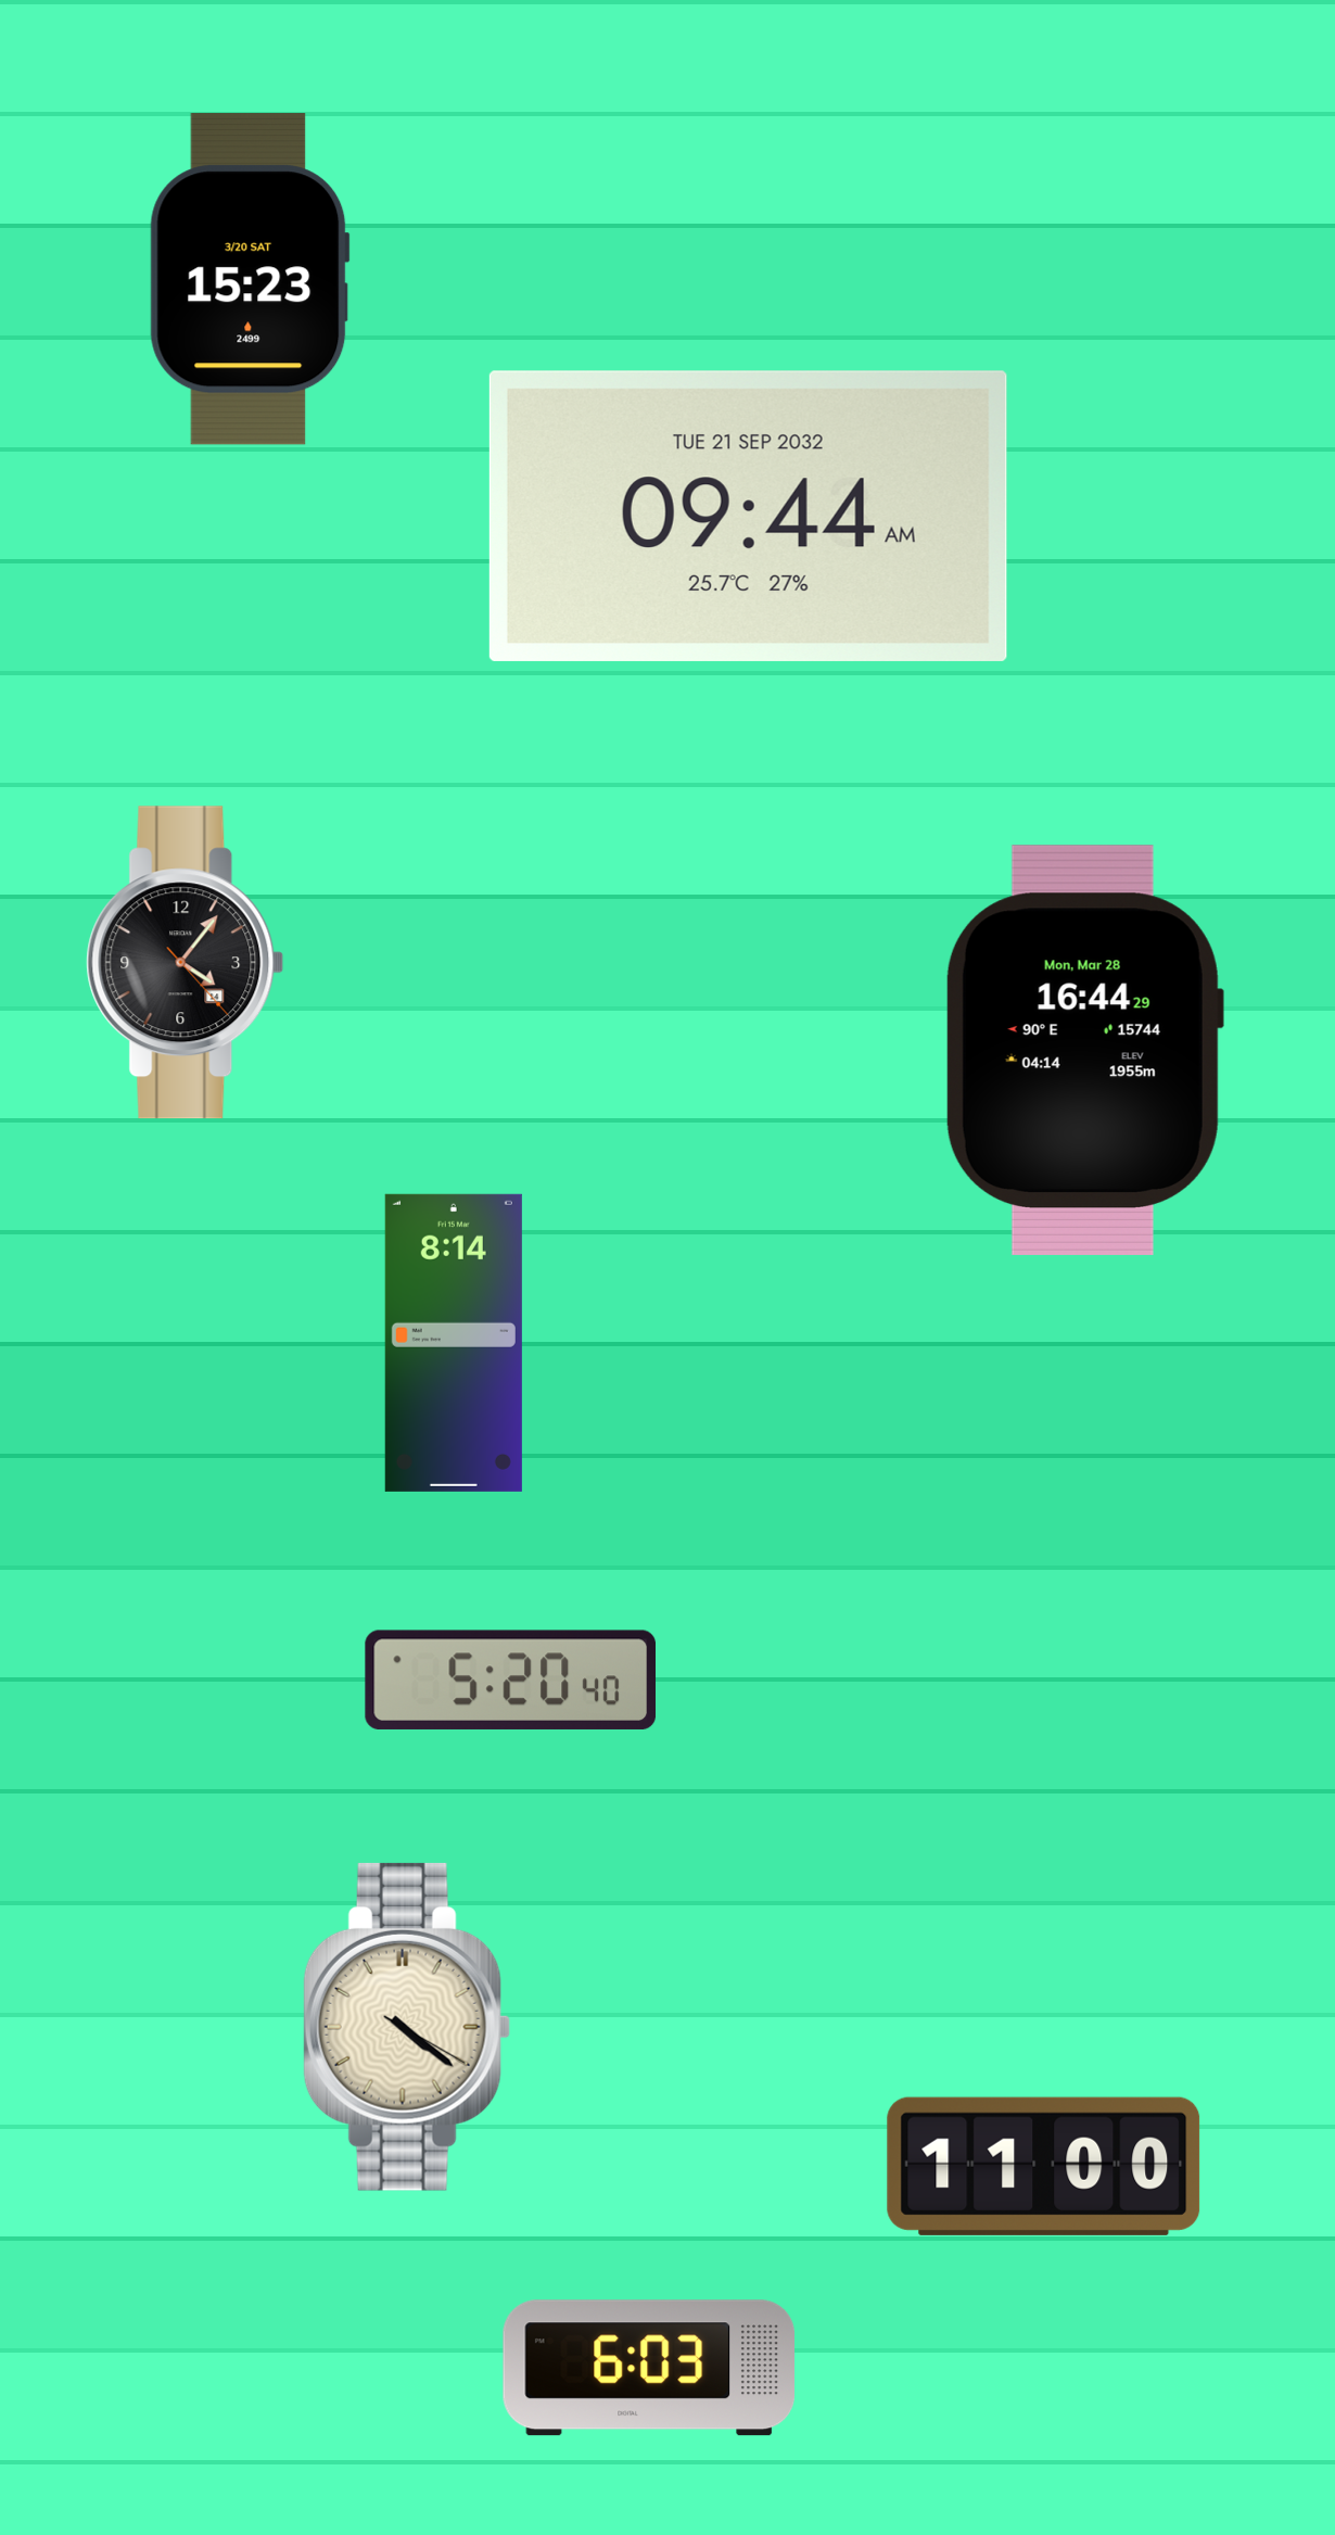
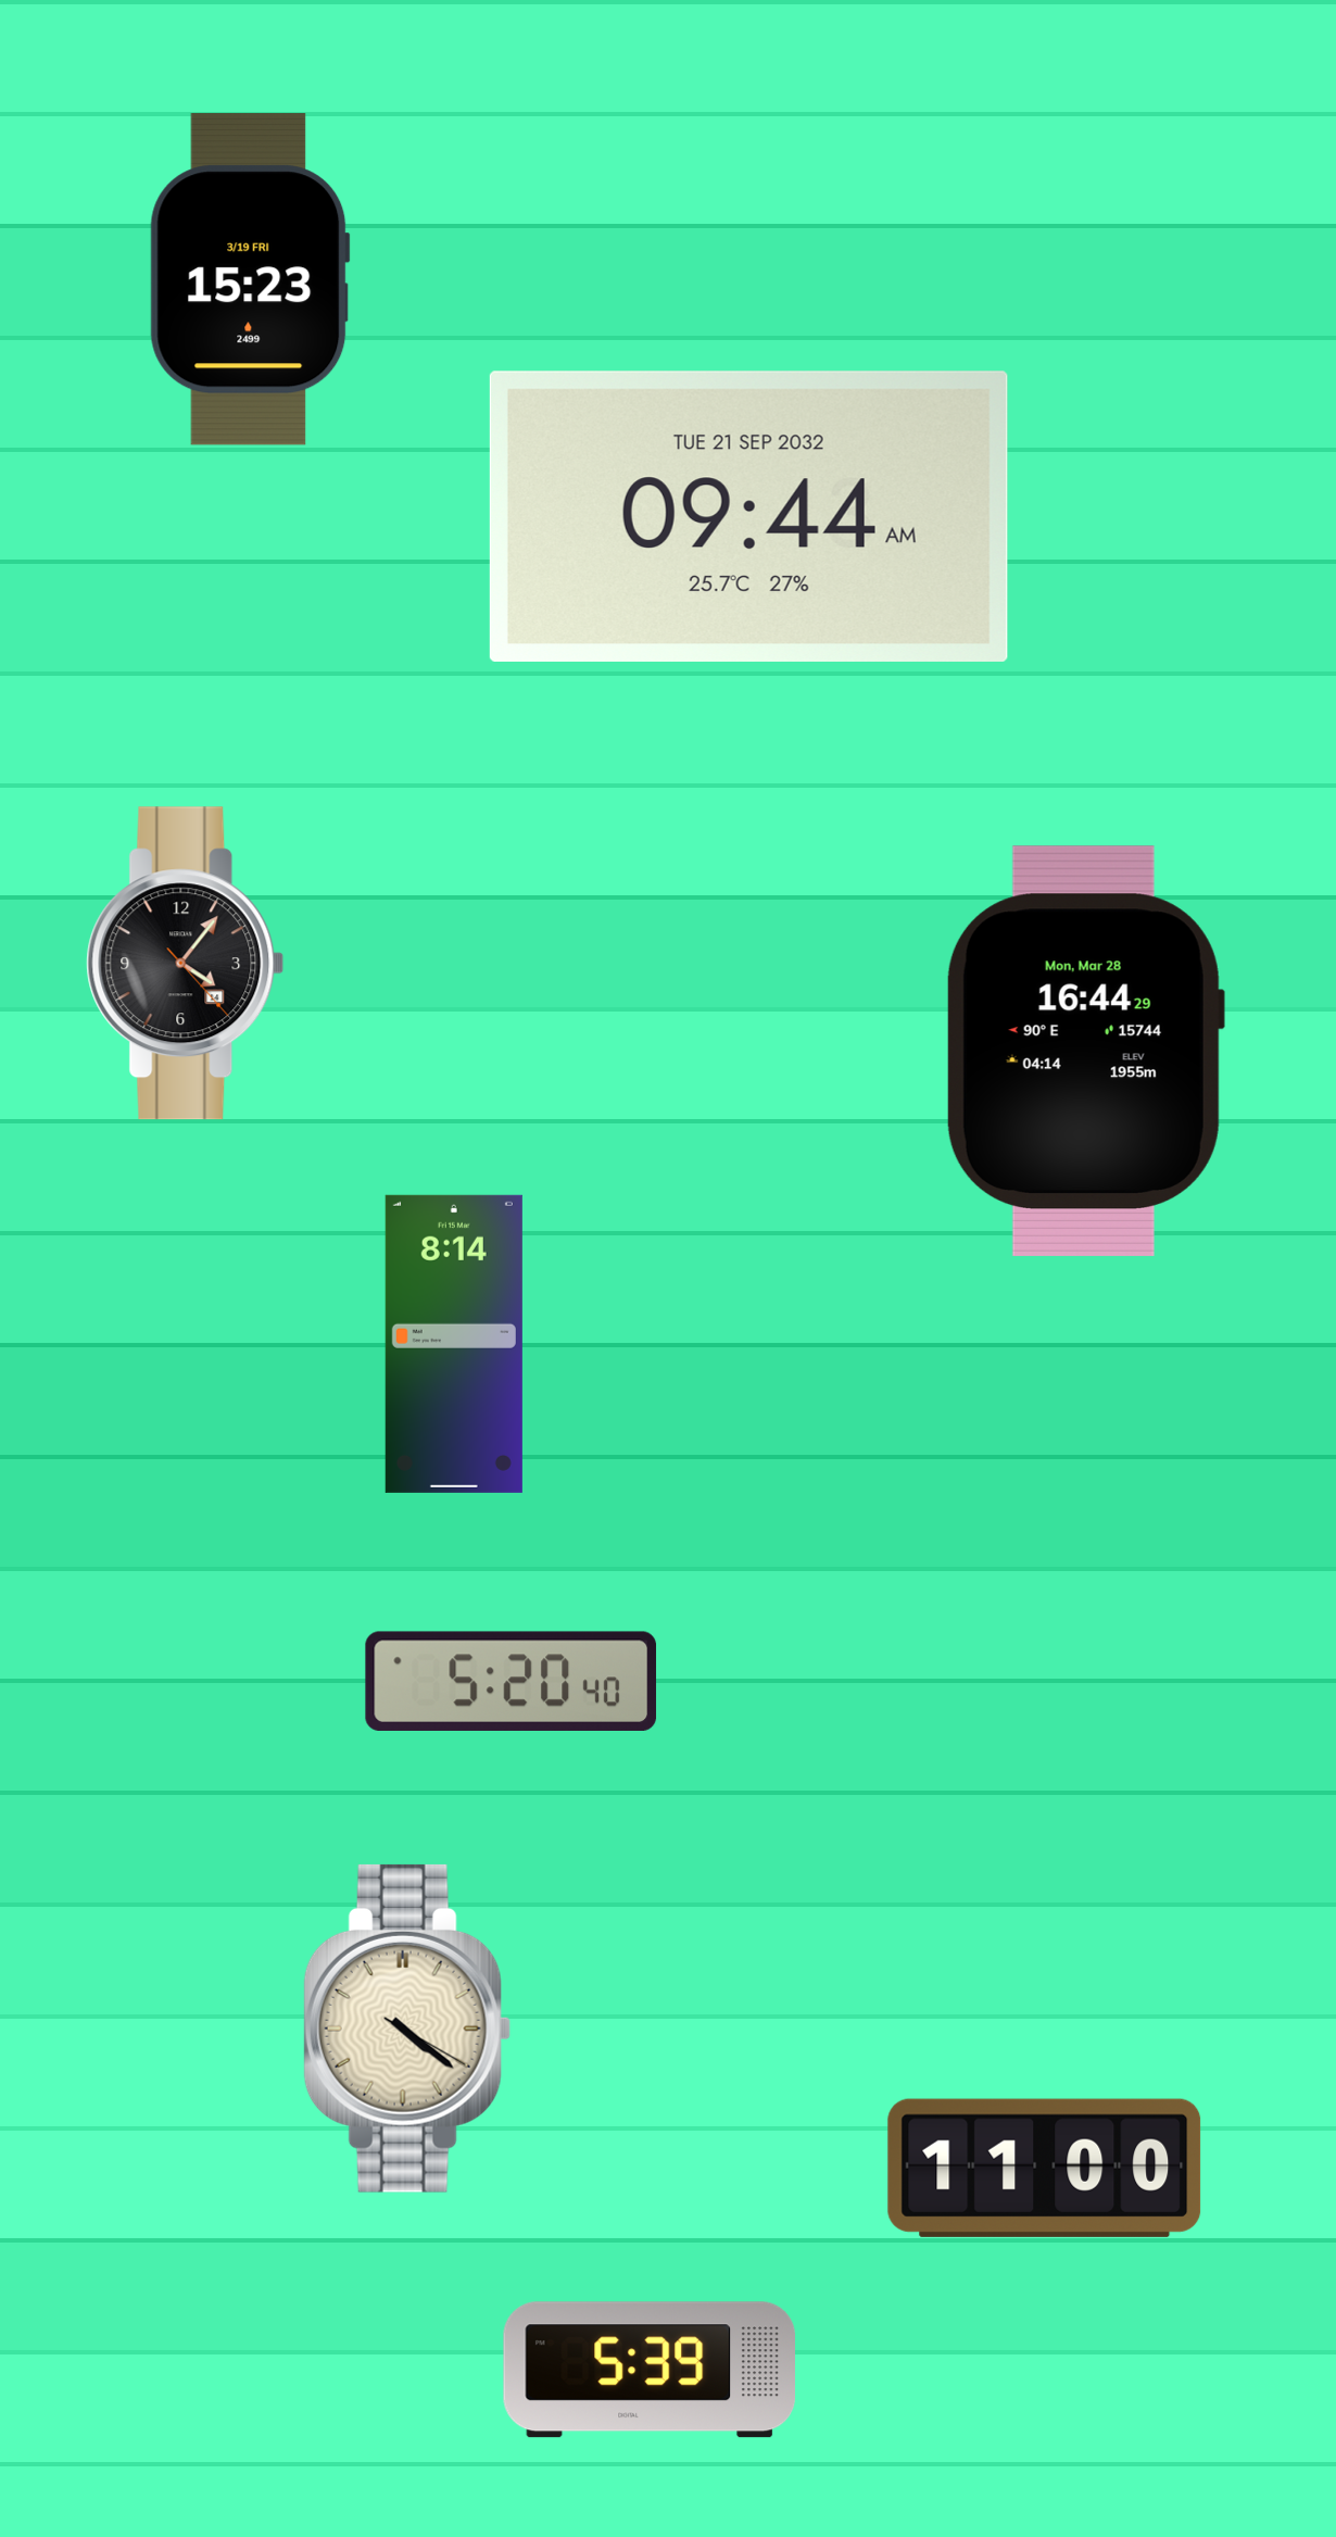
clock at (250, 279) date: 3/20 SAT -> 3/19 FRI
clock at (648, 2368): 6:03 -> 5:39
